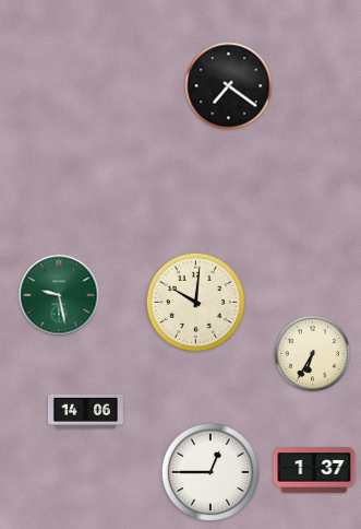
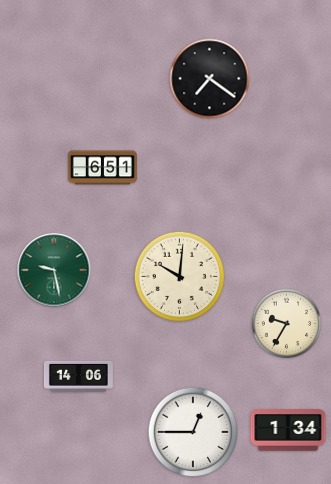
clock at (102, 168): none -> 6:51
clock at (313, 354): 6:35 -> 9:35
clock at (314, 470): 1:37 -> 1:34
